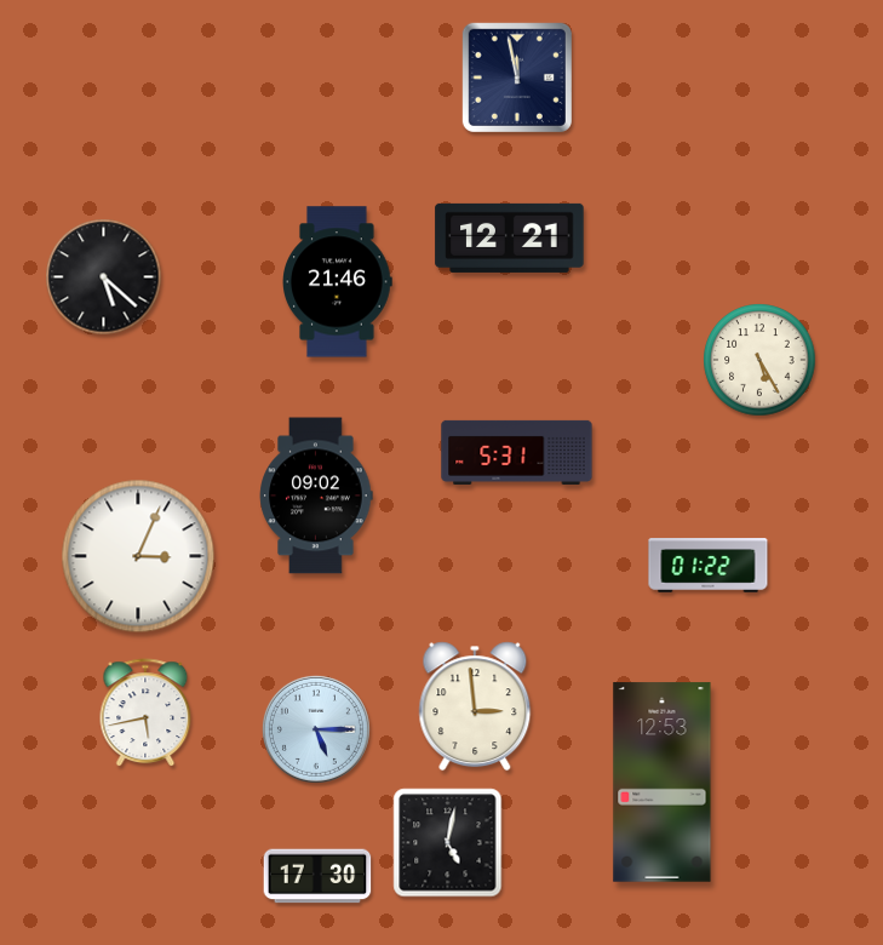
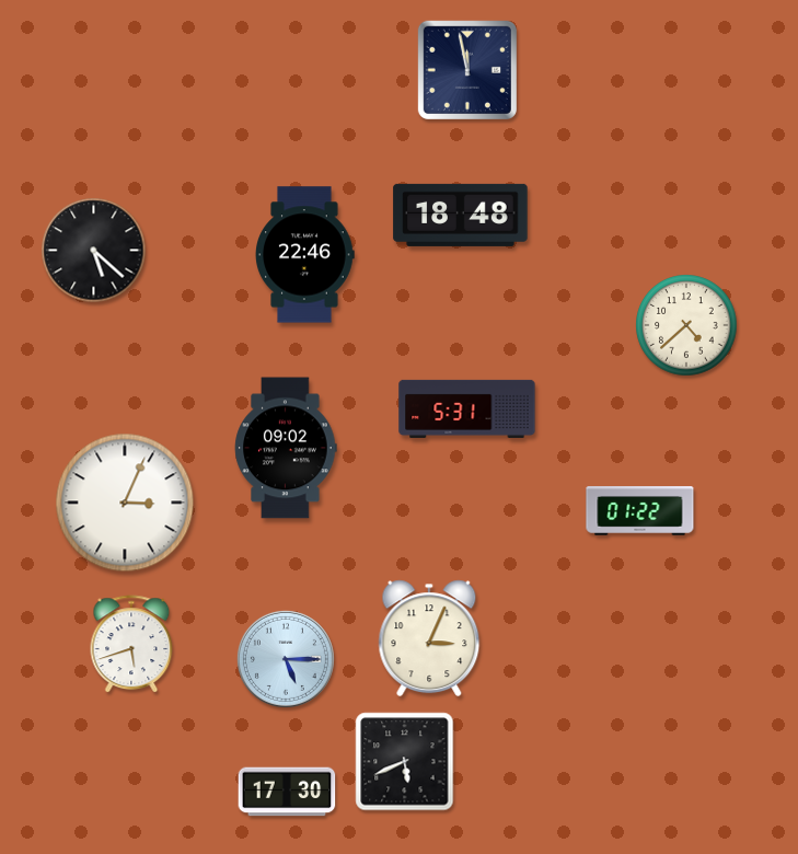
clock at (510, 237): 12:21 -> 18:48
clock at (338, 282): 21:46 -> 22:46
clock at (759, 360): 5:25 -> 4:38
clock at (475, 706): 2:59 -> 3:04
clock at (145, 714): 5:43 -> 5:42
clock at (663, 783): 12:53 -> none
clock at (448, 843): 5:02 -> 5:41
